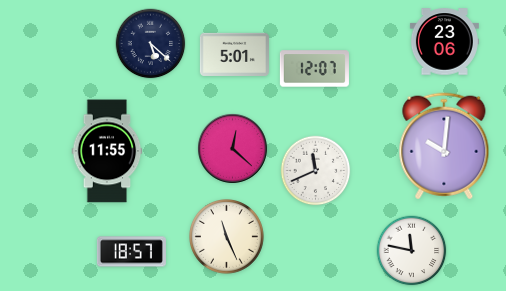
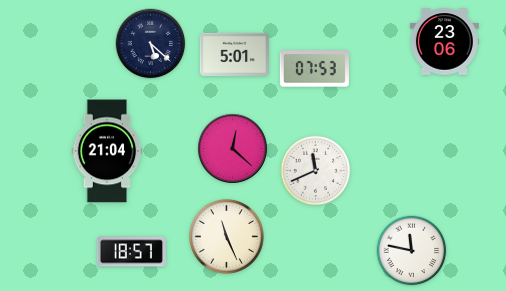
clock at (314, 69): 12:07 -> 07:53
clock at (444, 146): 10:01 -> none
clock at (107, 151): 11:55 -> 21:04
